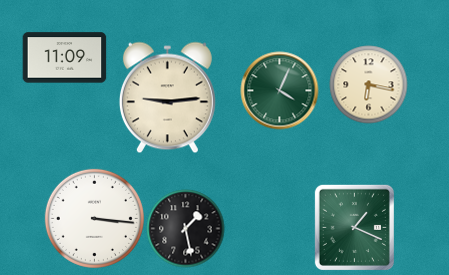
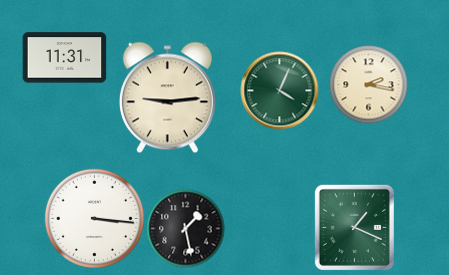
clock at (64, 58): 11:09 -> 11:31
clock at (368, 84): 6:17 -> 2:17
